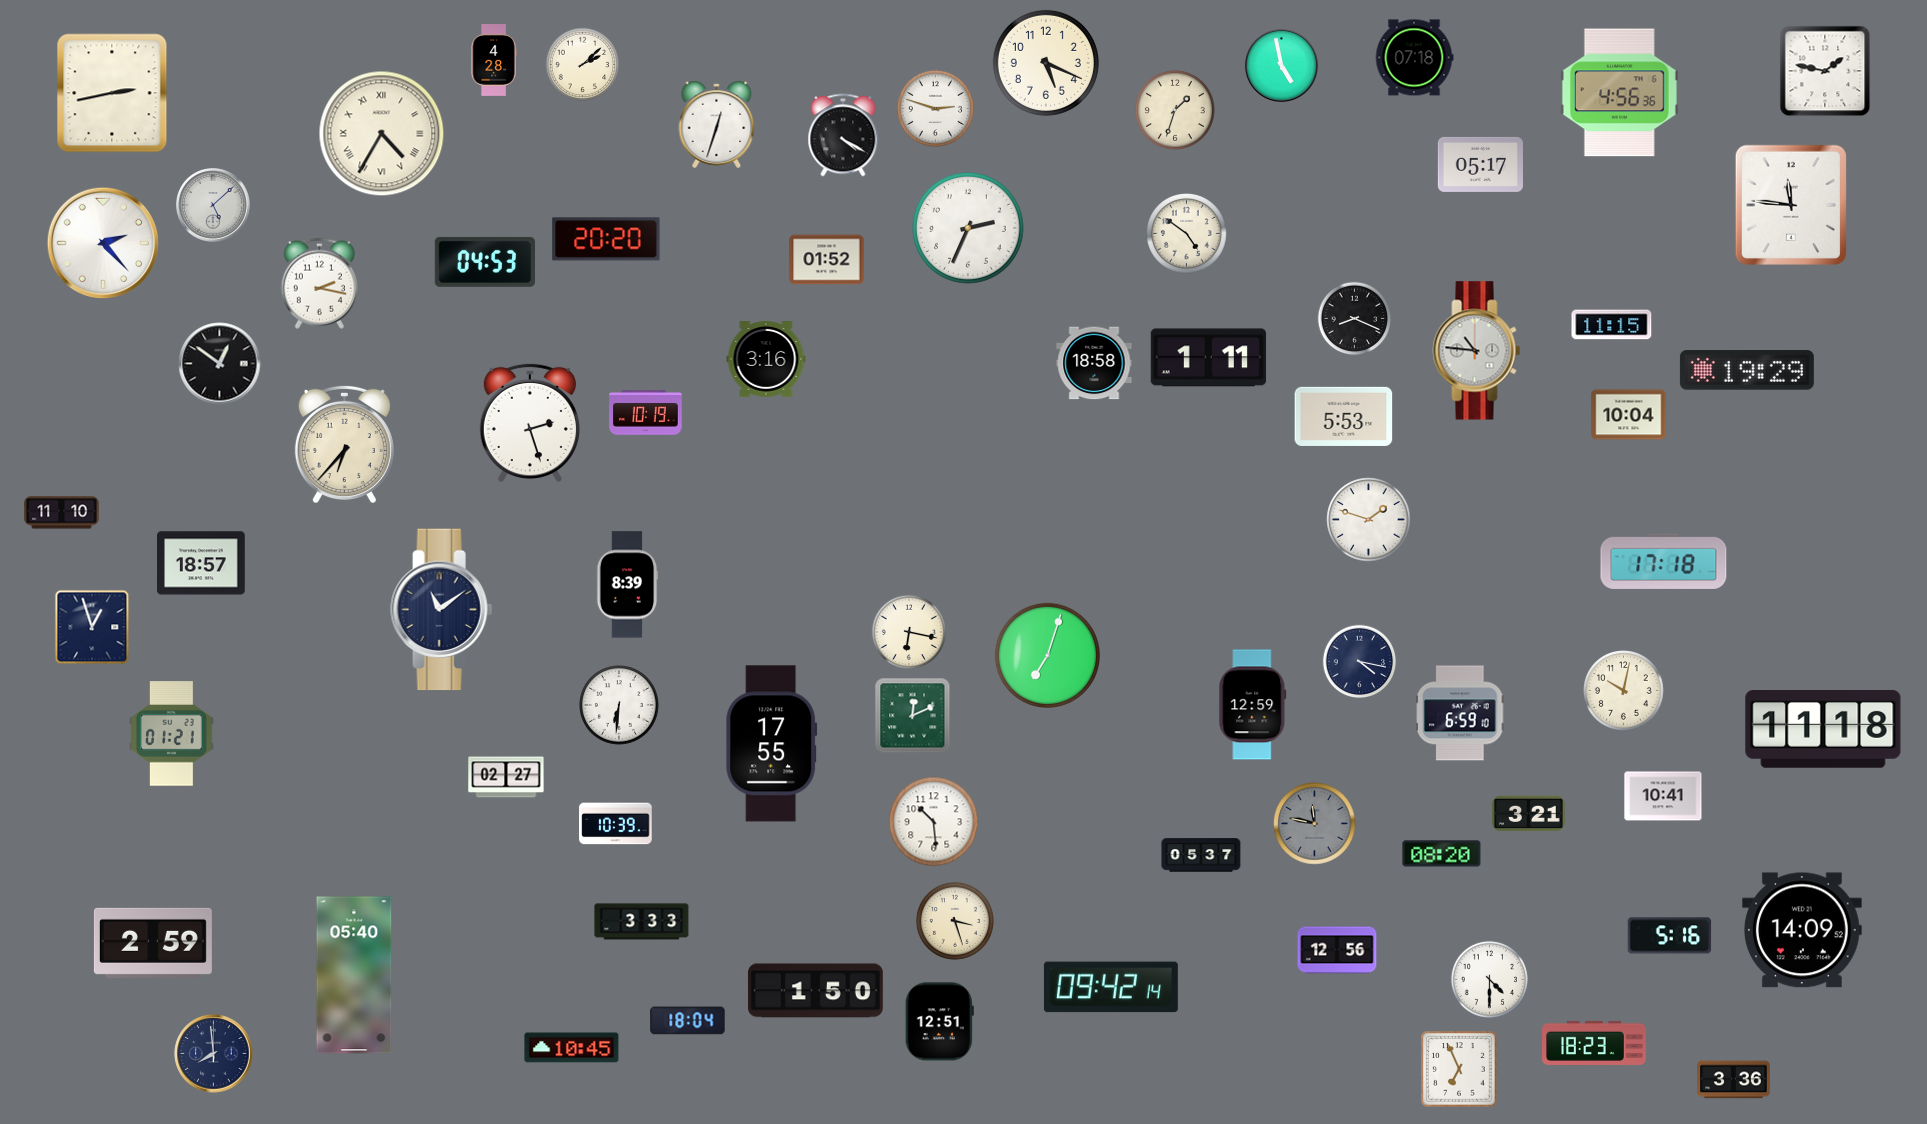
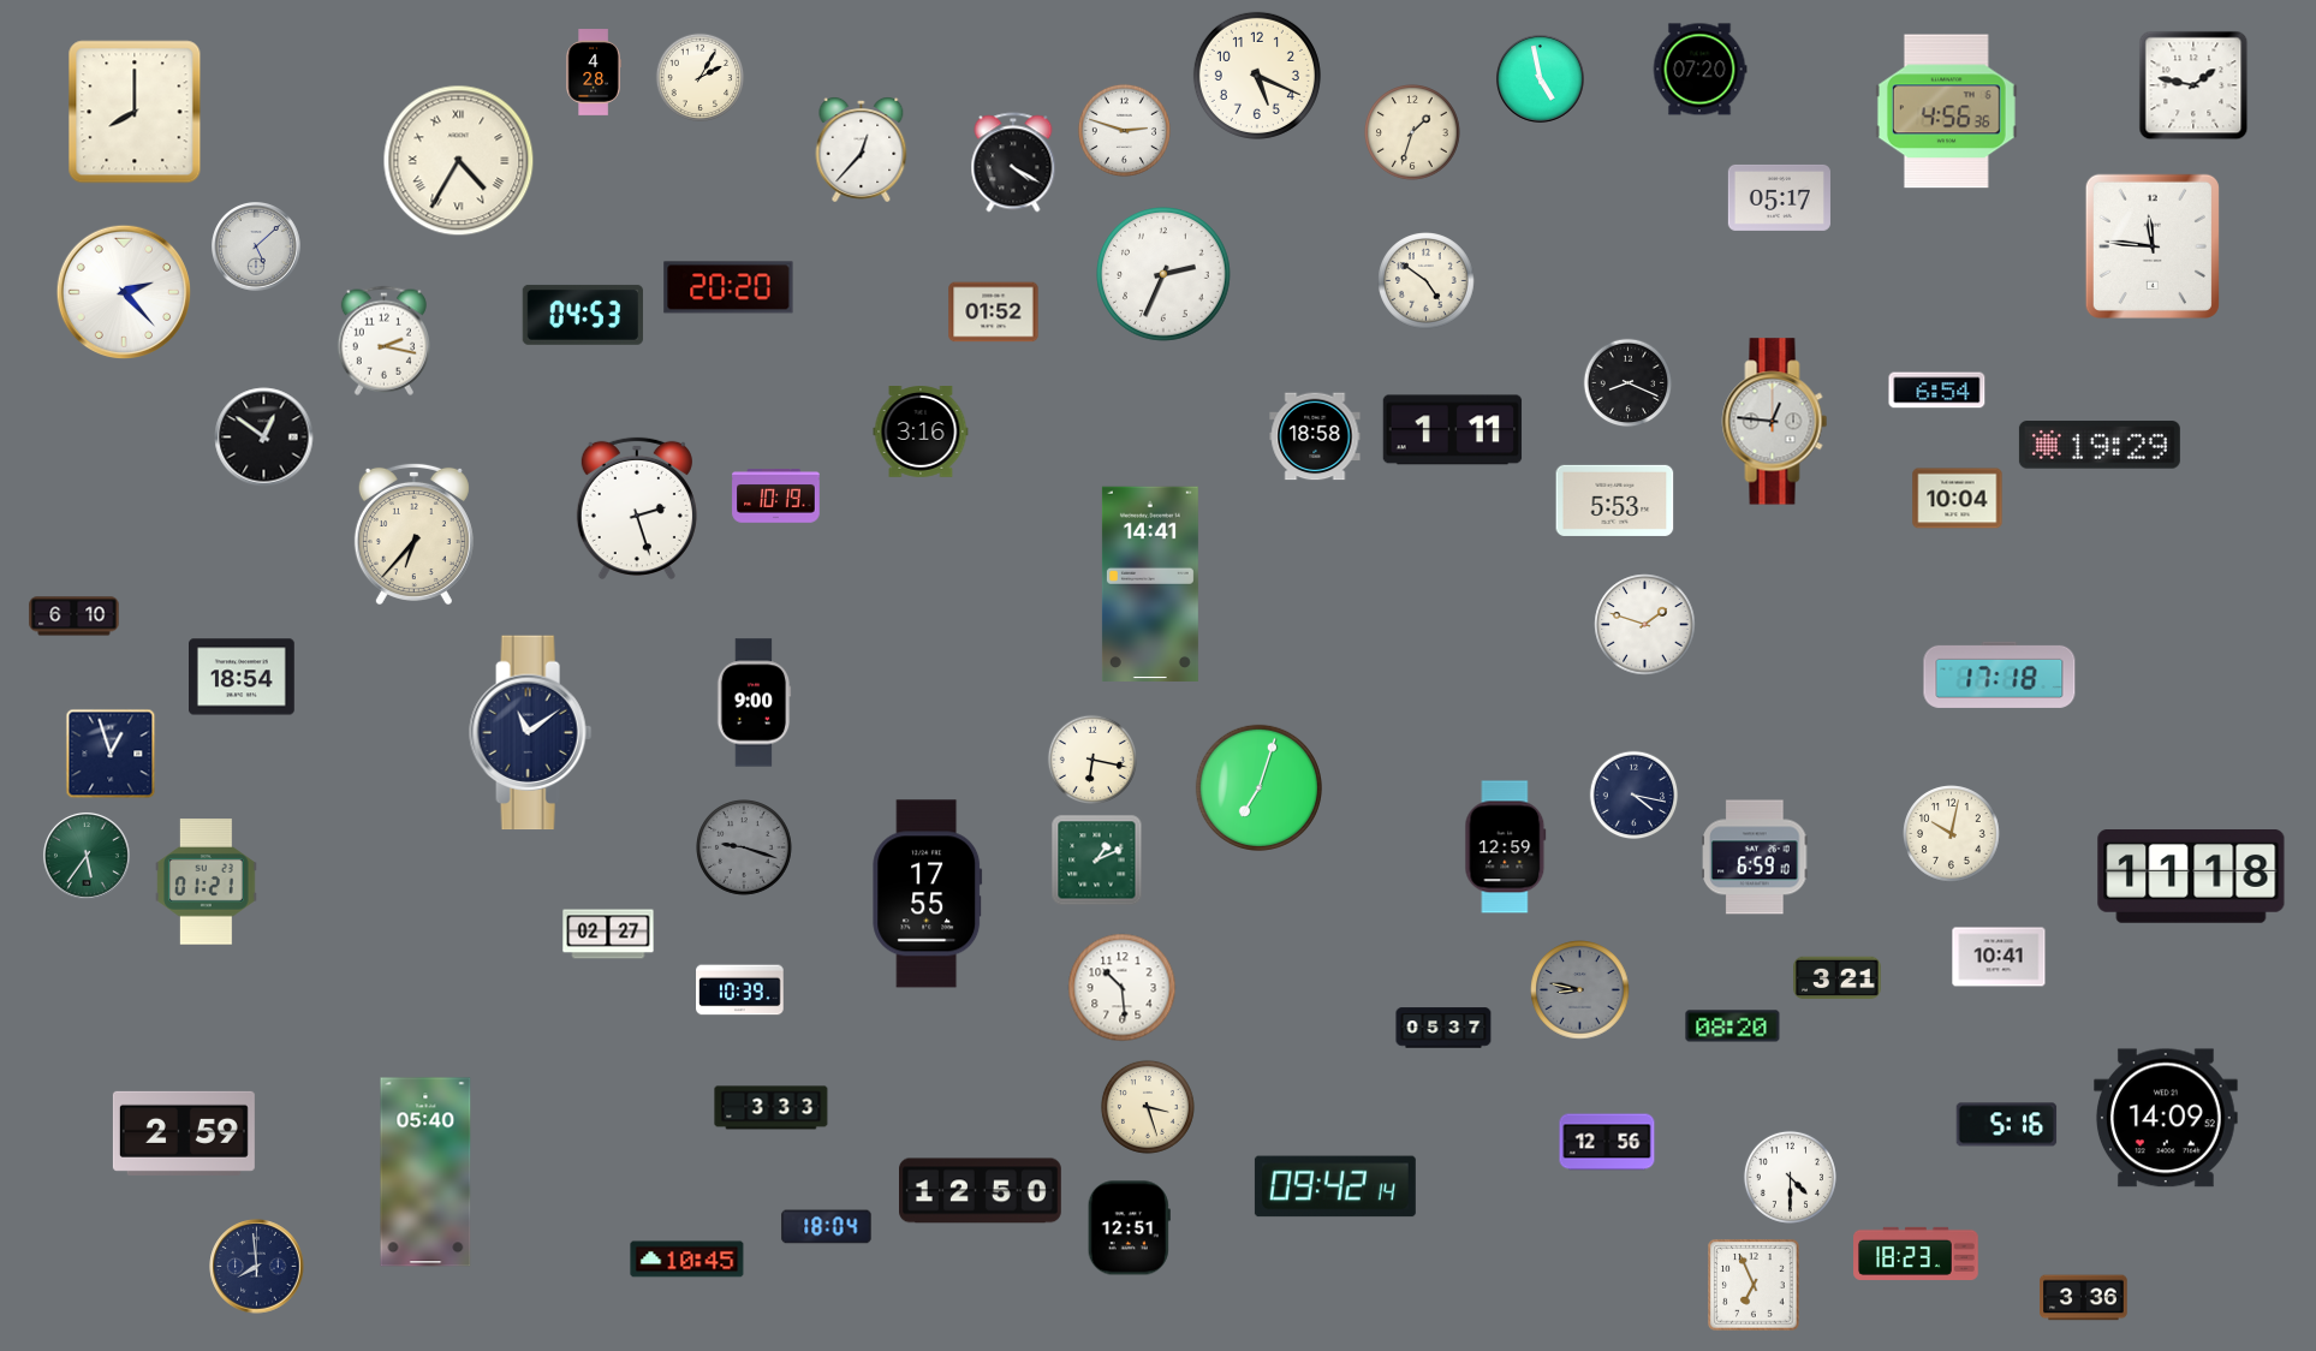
clock at (1414, 58): 07:18 -> 07:20
clock at (583, 65): 2:08 -> 2:05
clock at (112, 93): 2:43 -> 8:00
clock at (717, 124): 12:33 -> 12:37
clock at (1612, 325): 11:15 -> 6:54
clock at (1477, 351): 10:46 -> 12:46
clock at (1150, 583): none -> 14:41
clock at (62, 513): 11:10 -> 6:10
clock at (202, 563): 18:57 -> 18:54
clock at (627, 585): 8:39 -> 9:00
clock at (1624, 691) position: (1624, 691) -> (1952, 834)
clock at (620, 706): 6:31 -> 9:18
clock at (620, 706) dial: white -> grey
clock at (87, 856): none -> 5:36
clock at (913, 716): 12:11 -> 1:11
clock at (1315, 824): 11:47 -> 8:47
clock at (816, 991): 1:50 -> 12:50
